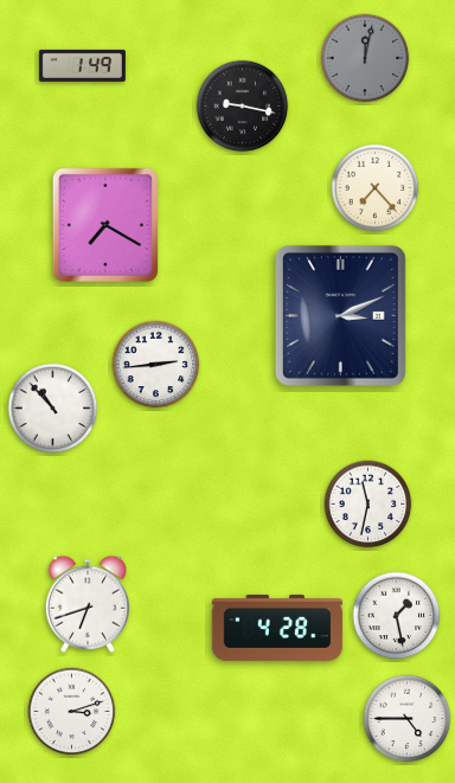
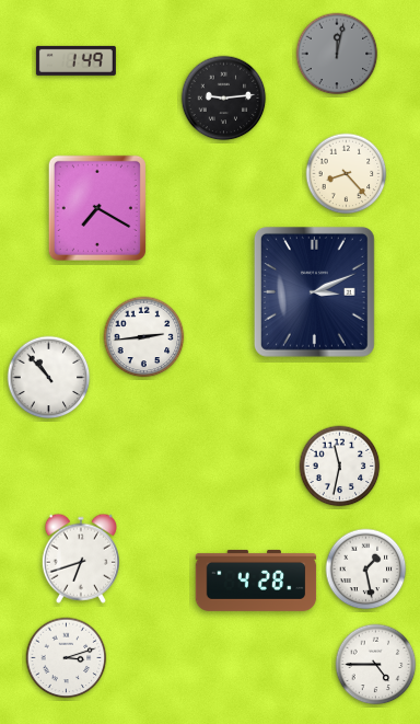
clock at (243, 107): 9:17 -> 9:14
clock at (376, 188): 7:23 -> 8:23
